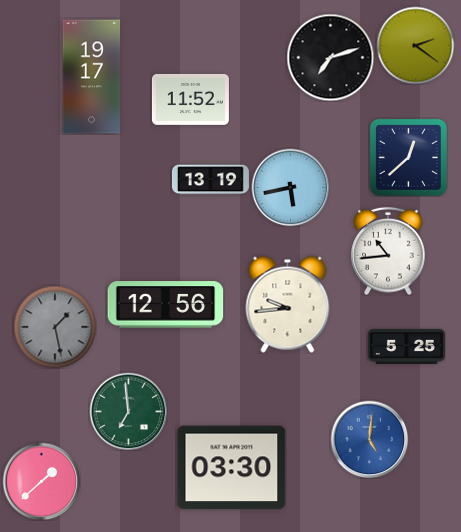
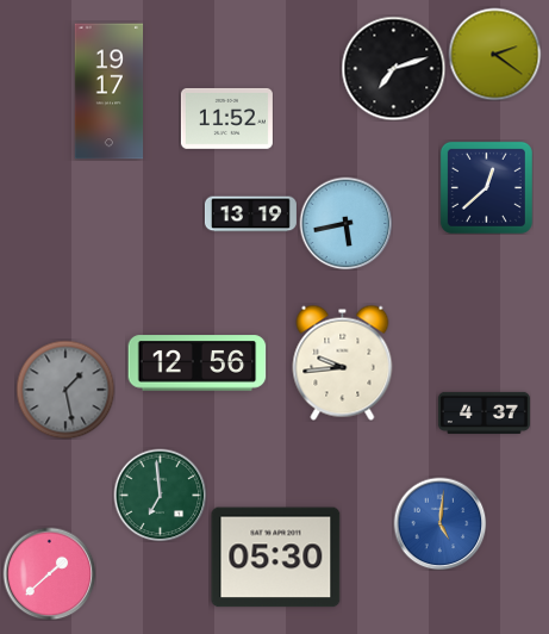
clock at (388, 251): 10:44 -> none
clock at (406, 346): 5:25 -> 4:37
clock at (128, 411) position: (128, 411) -> (160, 495)
clock at (232, 468): 03:30 -> 05:30
